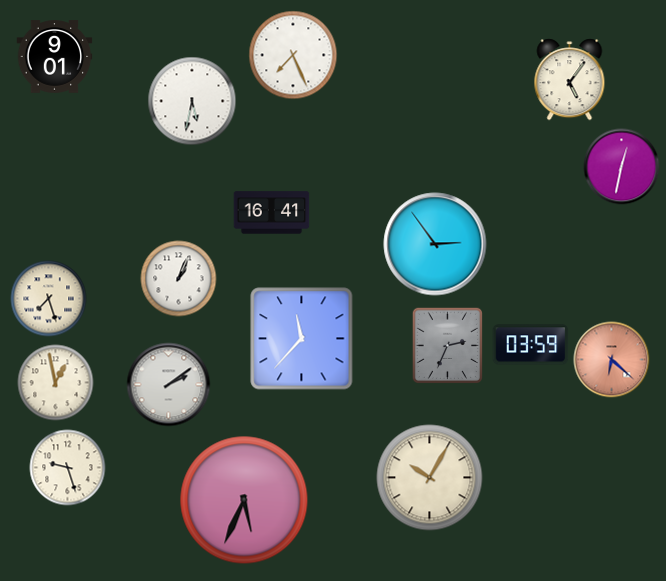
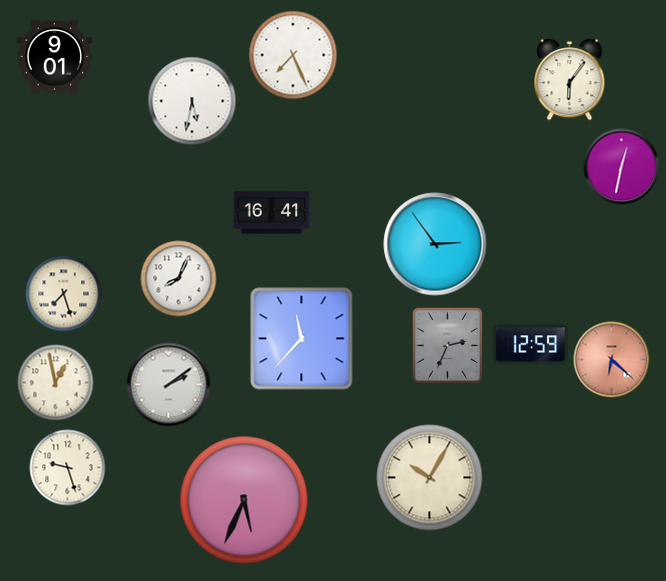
clock at (570, 80): 5:06 -> 6:06
clock at (179, 279): 1:04 -> 8:04
clock at (49, 299) position: (49, 299) -> (64, 294)
clock at (531, 345): 03:59 -> 12:59
